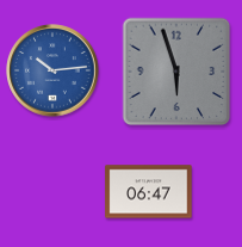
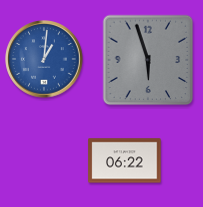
clock at (52, 70): 10:14 -> 1:01
clock at (149, 192): 06:47 -> 06:22
